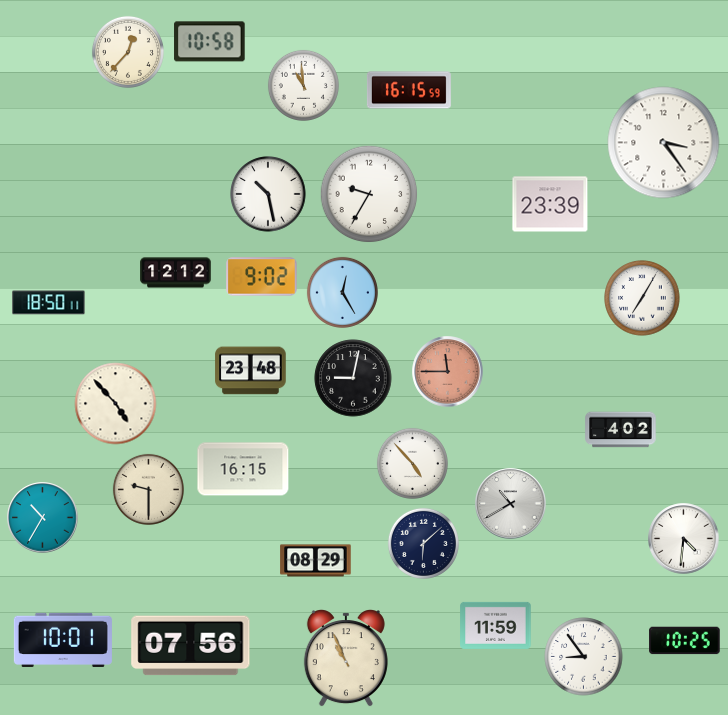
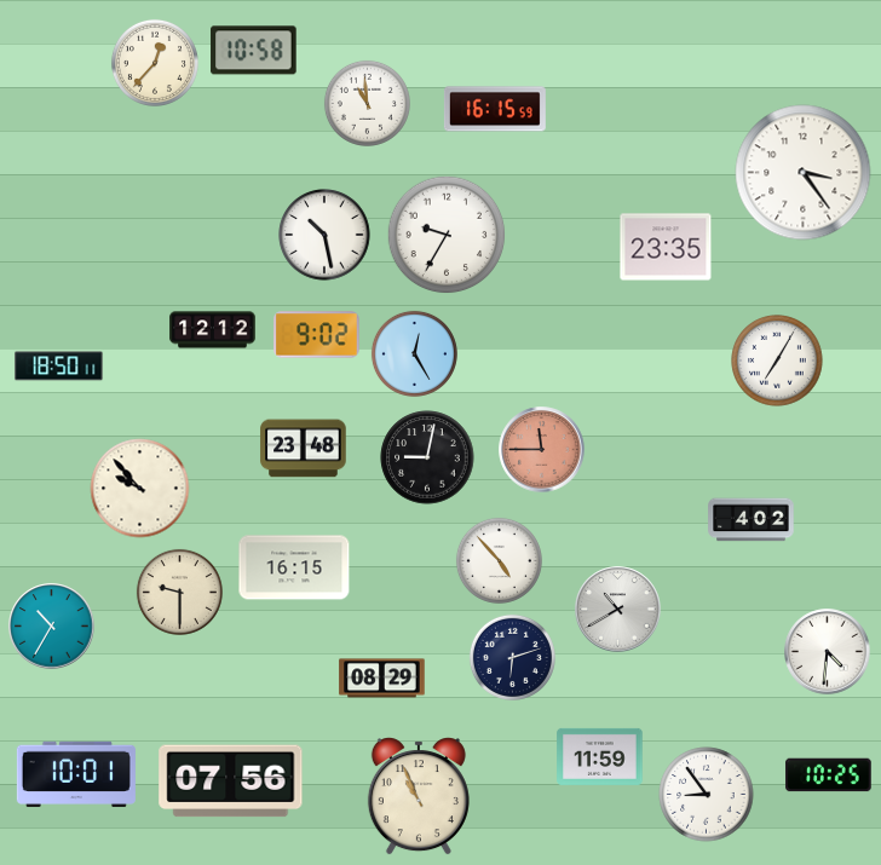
clock at (550, 204): 23:39 -> 23:35
clock at (116, 404): 4:53 -> 9:53
clock at (423, 543): 6:08 -> 6:12
